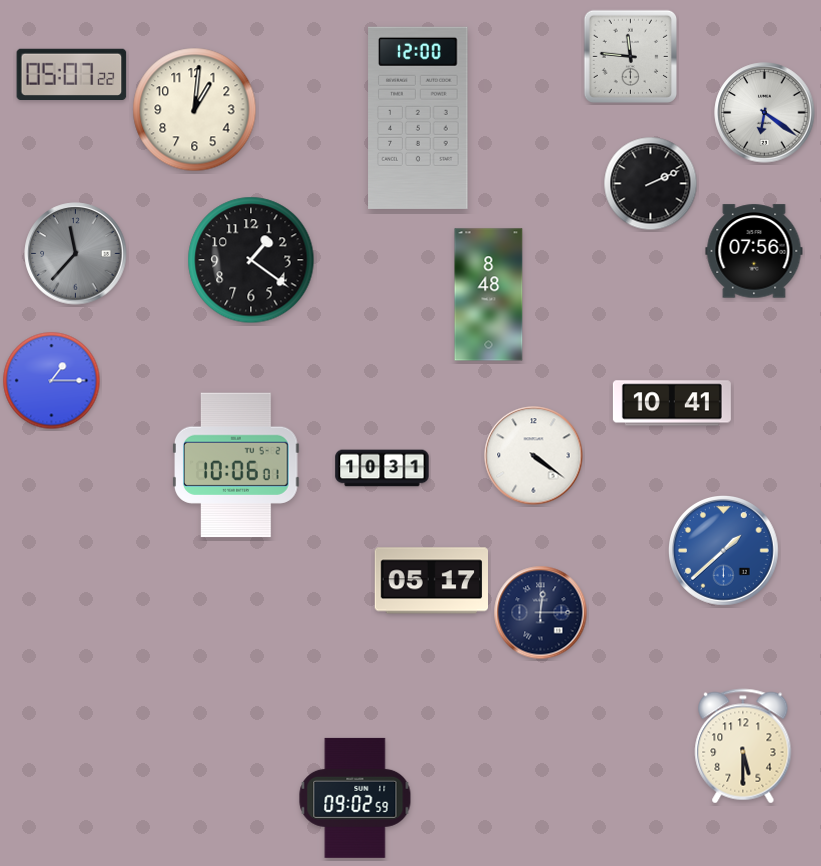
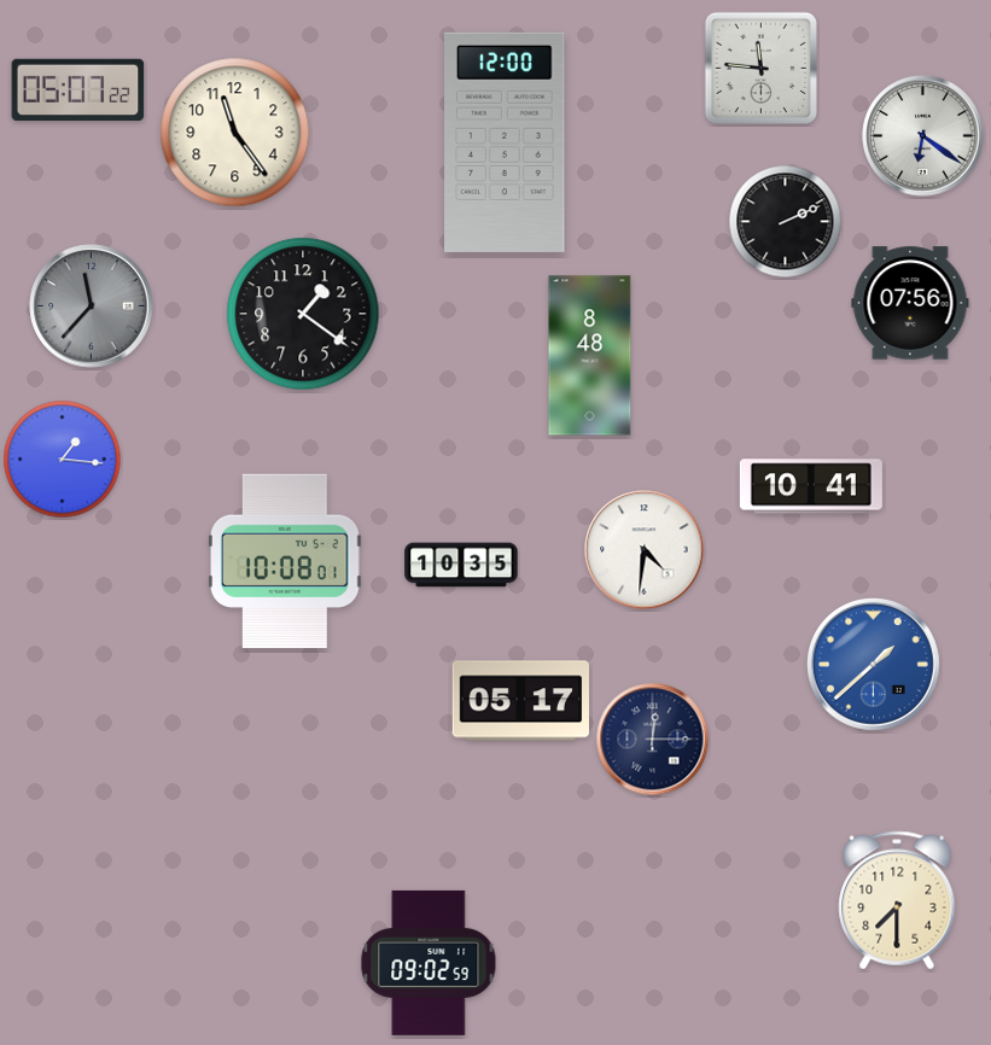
clock at (72, 74) position: (72, 74) -> (78, 89)
clock at (195, 110): 1:01 -> 11:24
clock at (52, 381): 1:15 -> 1:16
clock at (534, 456): 4:21 -> 4:31
clock at (237, 465): 10:06 -> 10:08
clock at (382, 468): 10:31 -> 10:35
clock at (743, 746): 5:30 -> 7:30
